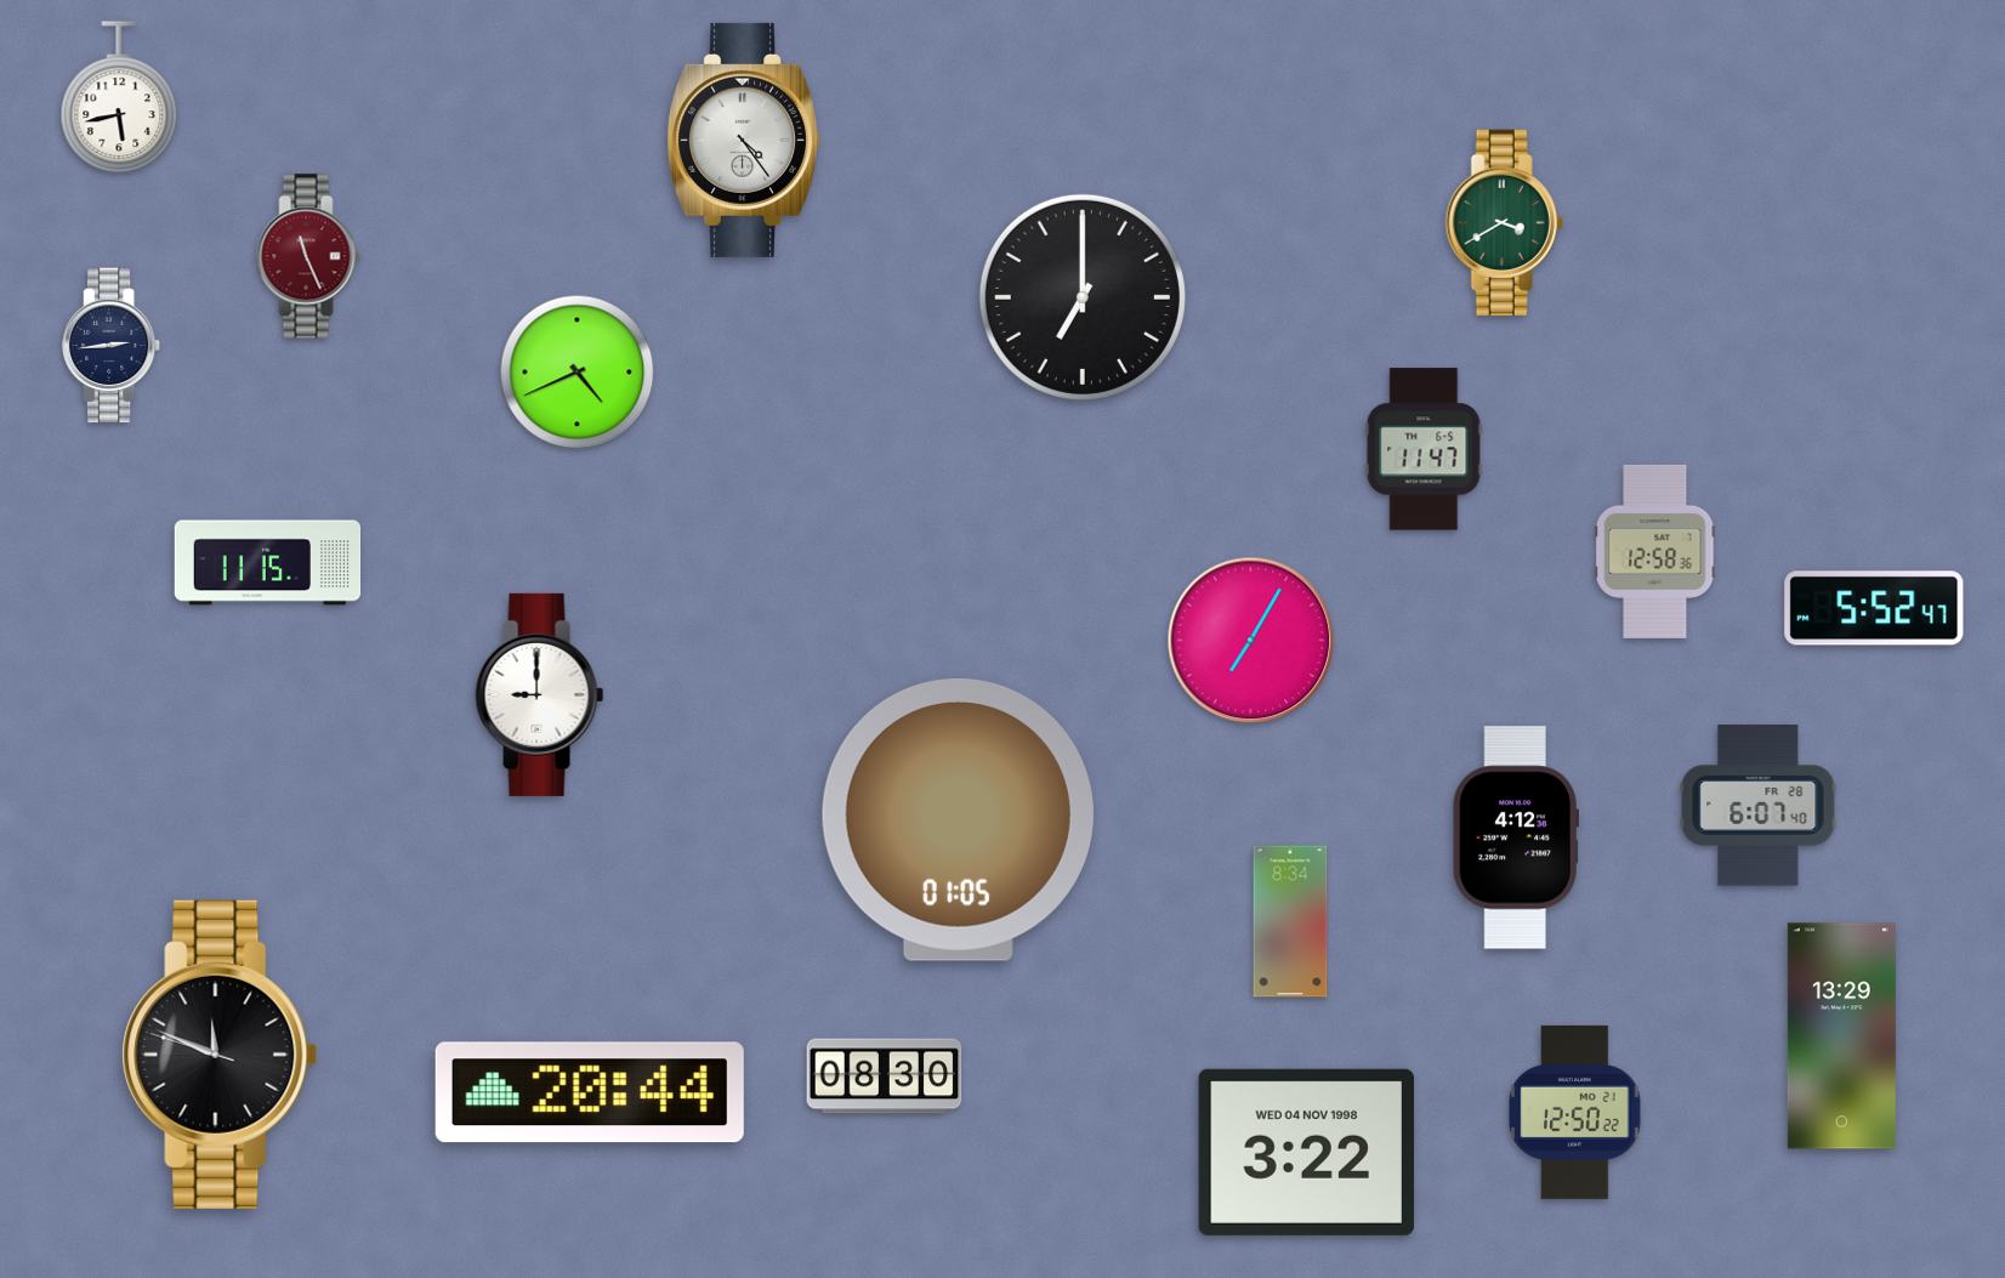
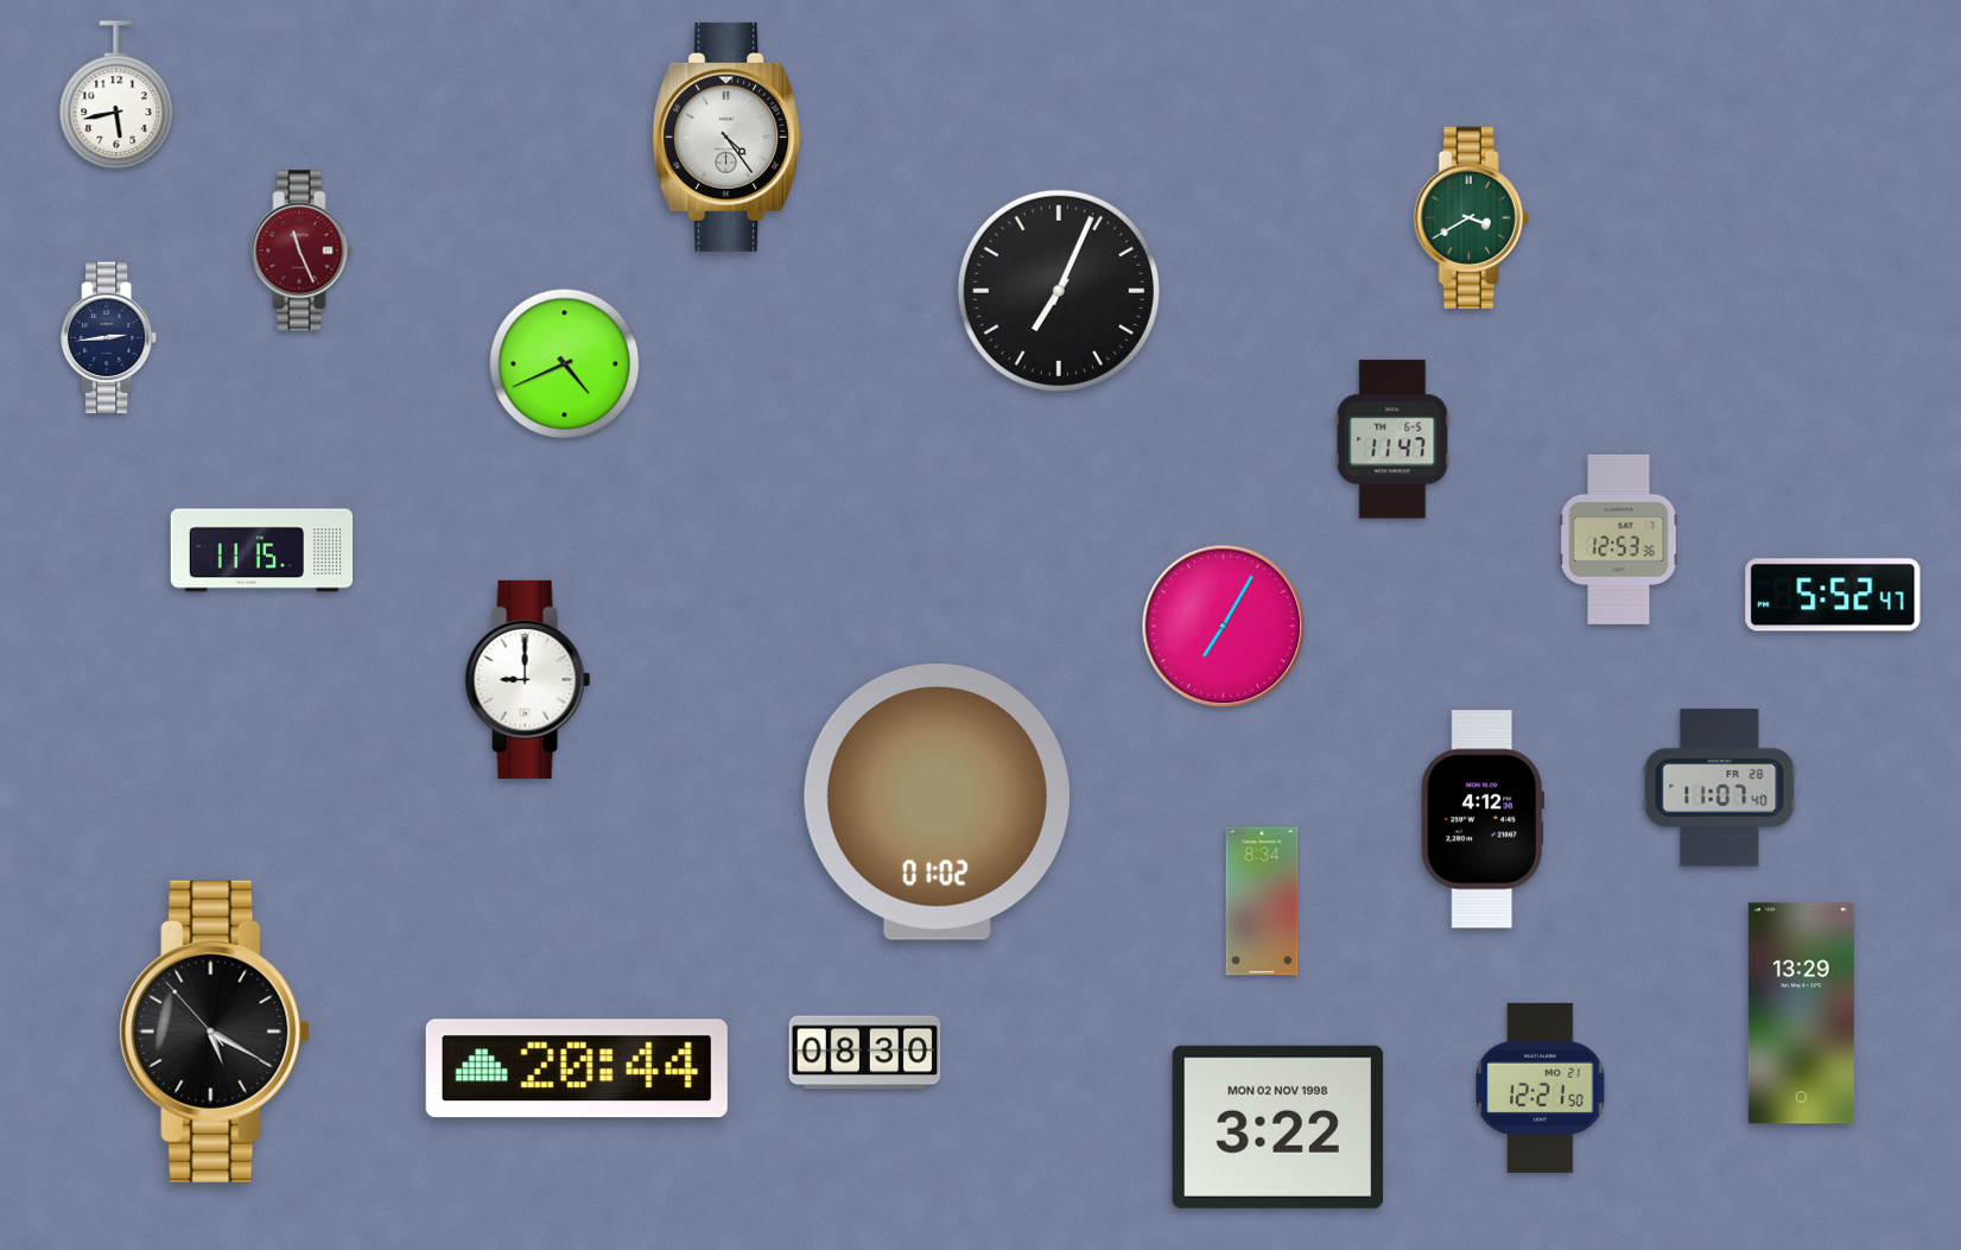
clock at (1083, 297): 7:00 -> 7:04
clock at (1655, 551): 12:58 -> 12:53
clock at (1759, 806): 6:07 -> 11:07
clock at (958, 819): 01:05 -> 01:02
clock at (220, 1055): 11:48 -> 5:19
clock at (1575, 1112): 12:50 -> 12:21
clock at (1306, 1152) date: WED 04 NOV 1998 -> MON 02 NOV 1998
